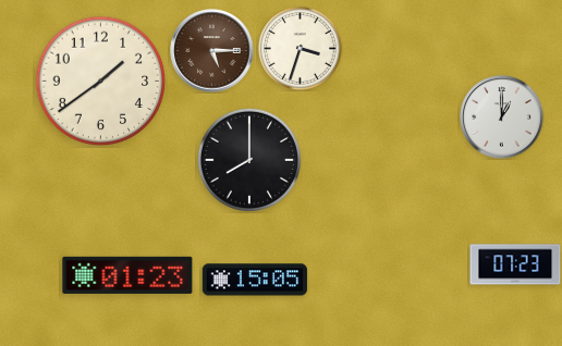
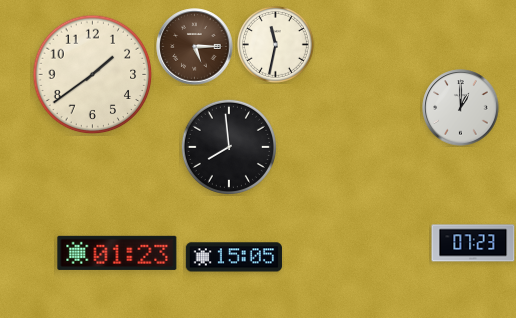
clock at (300, 48): 3:33 -> 11:32
clock at (249, 160): 8:00 -> 7:59
